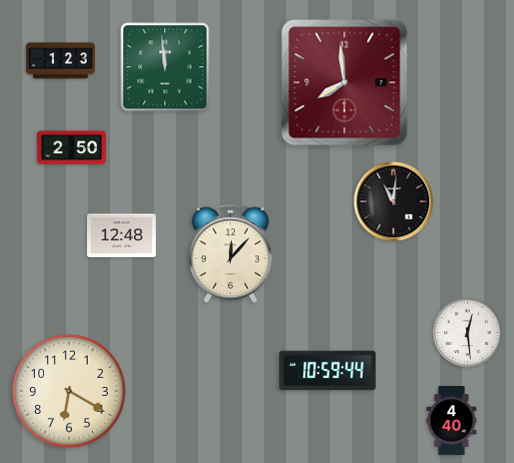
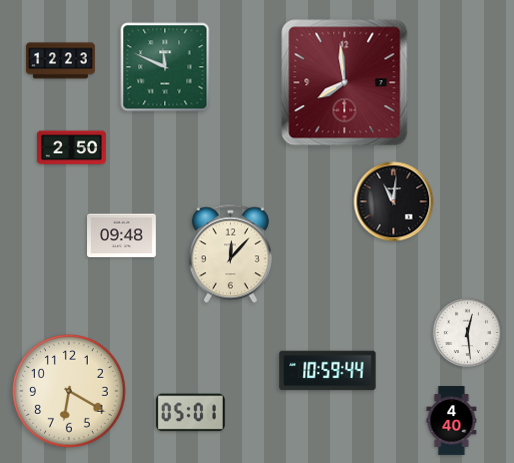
clock at (61, 61): 1:23 -> 12:23
clock at (165, 67): 11:59 -> 11:49
clock at (122, 236): 12:48 -> 09:48
clock at (190, 413): none -> 05:01
